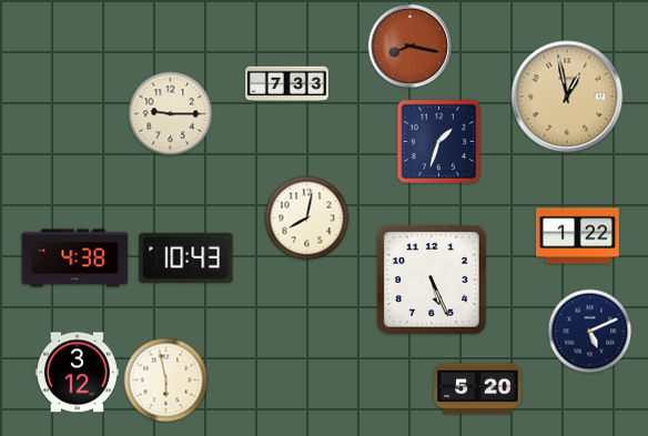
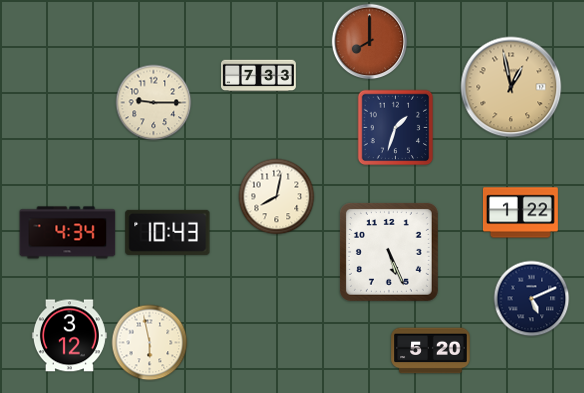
clock at (411, 47): 8:17 -> 8:00
clock at (75, 258): 4:38 -> 4:34
